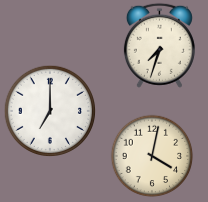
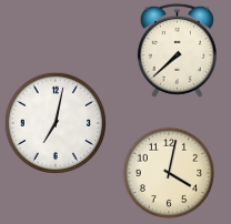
clock at (159, 45): 7:33 -> 7:38
clock at (49, 110): 7:00 -> 7:02
